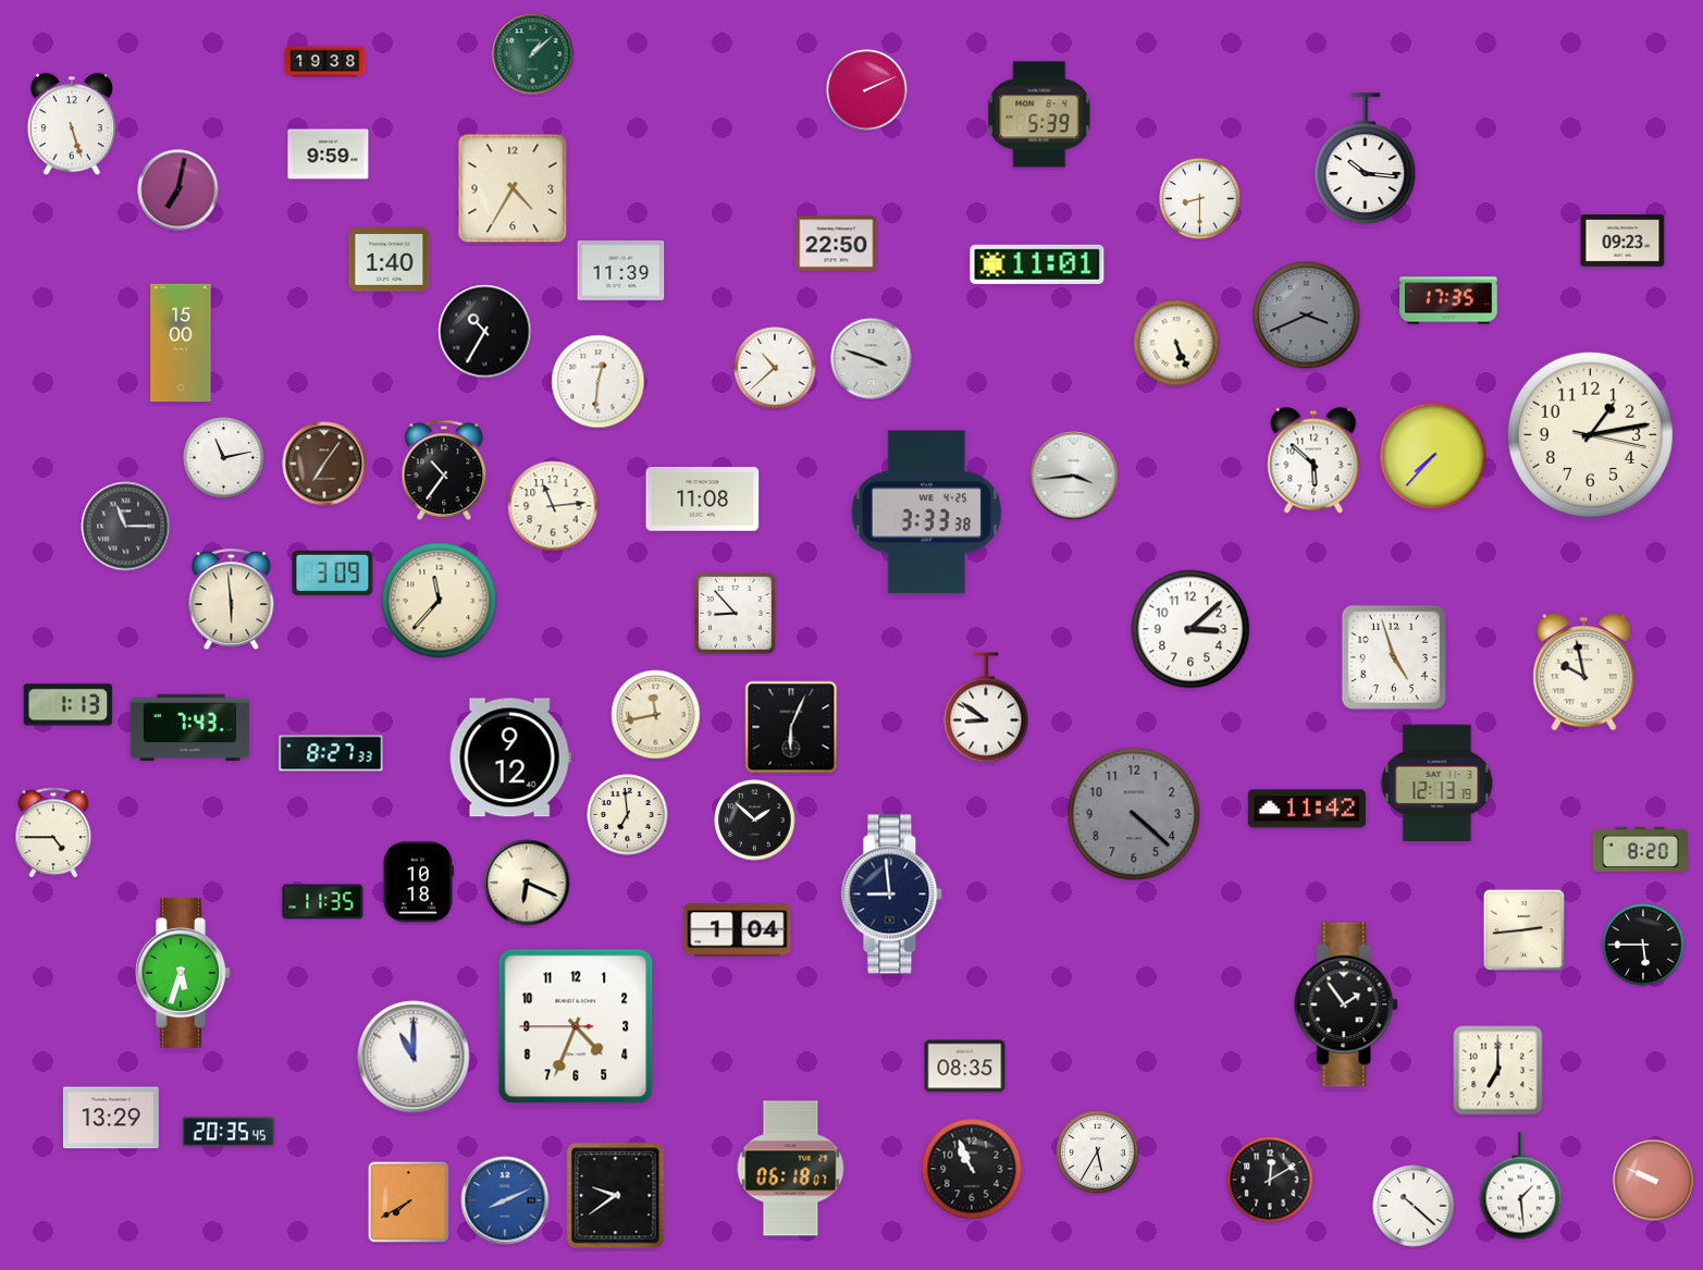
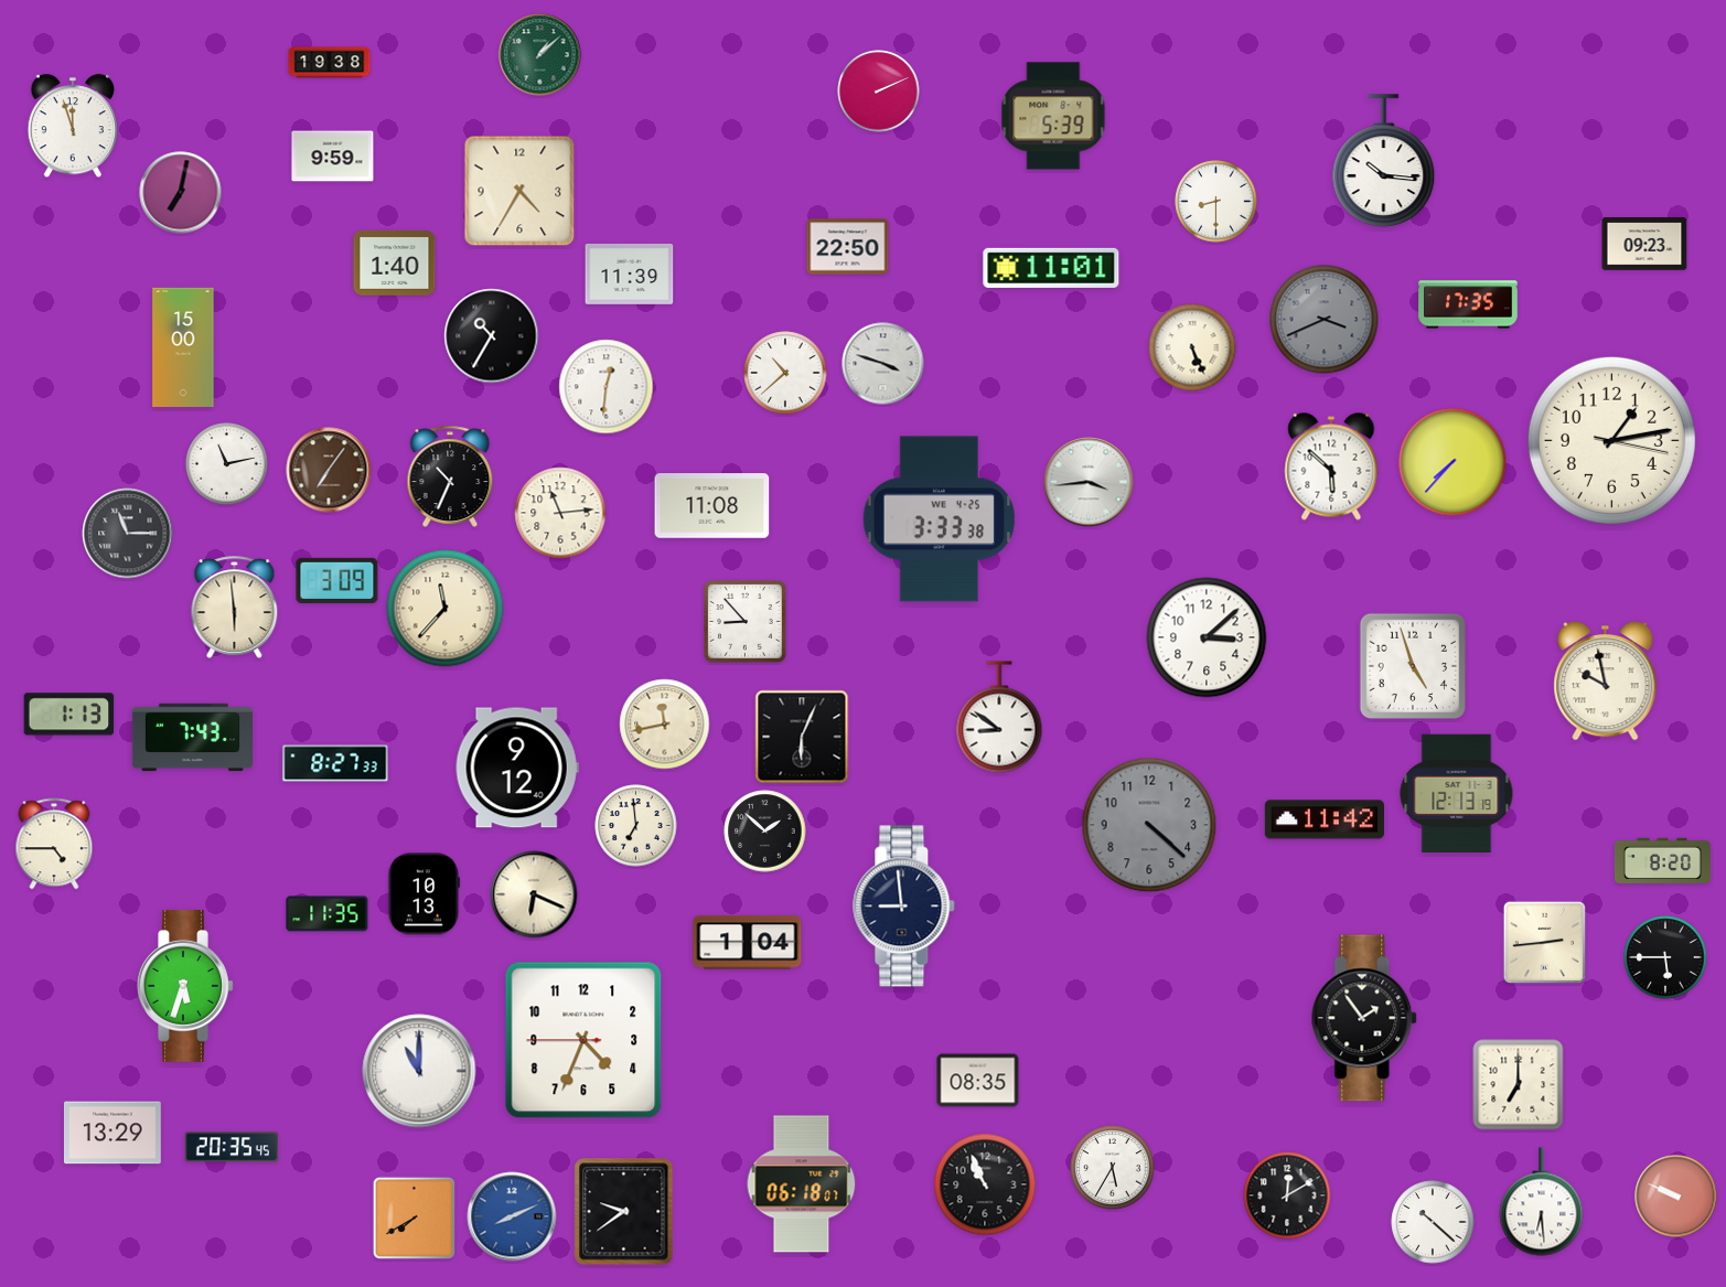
clock at (72, 125): 5:27 -> 11:57
clock at (444, 470): 10:36 -> 10:34
clock at (419, 883): 10:18 -> 10:13
clock at (1521, 1186): 1:29 -> 6:29
